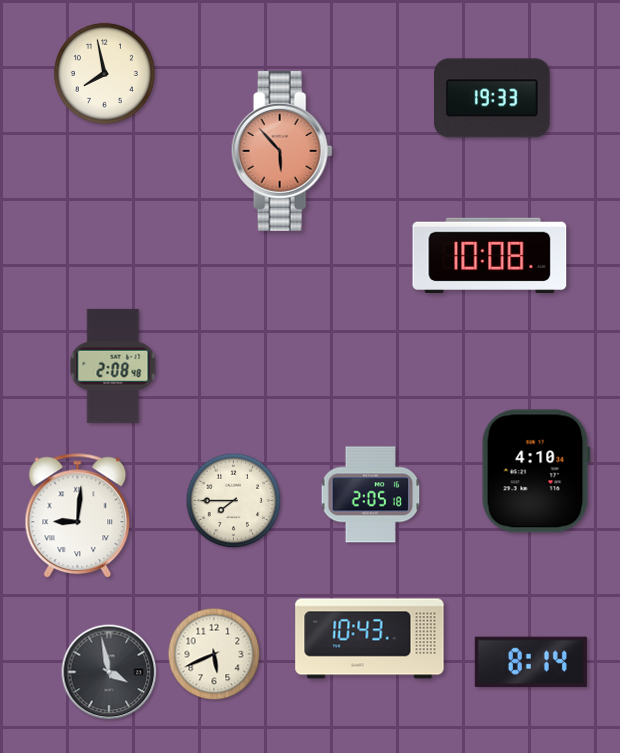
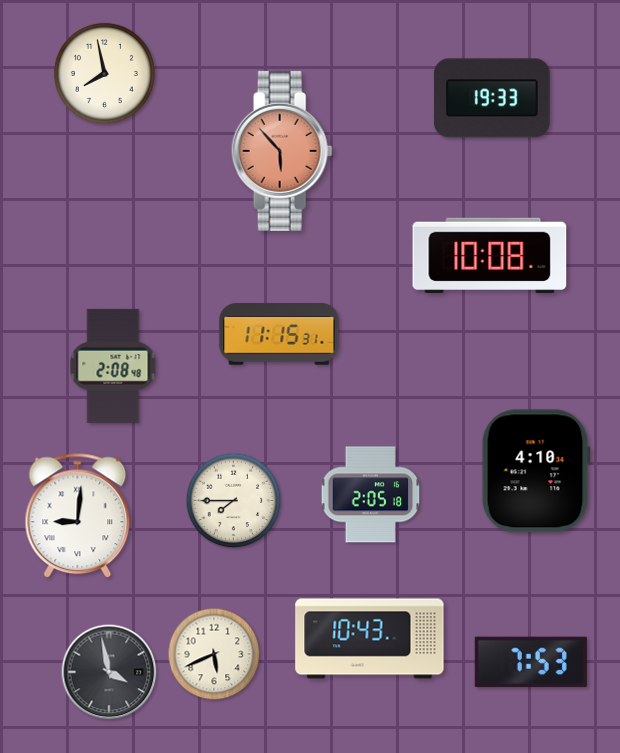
clock at (279, 334): none -> 11:15
clock at (531, 662): 8:14 -> 7:53
